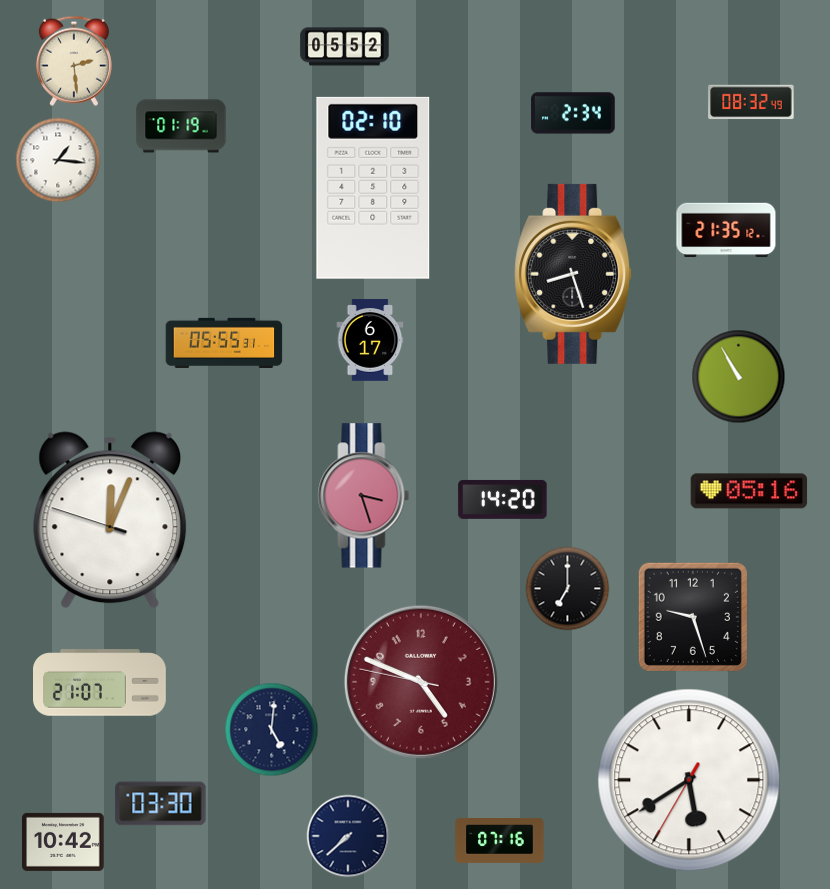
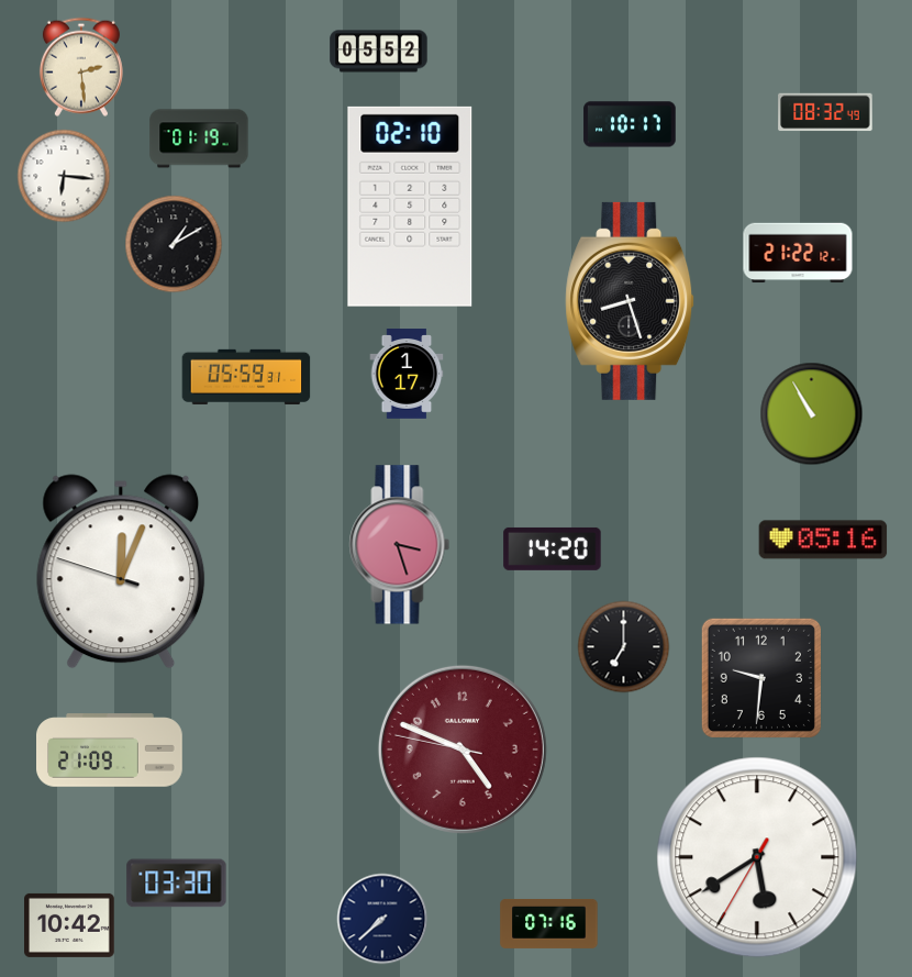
clock at (573, 113): 2:34 -> 10:17
clock at (58, 160): 1:16 -> 6:16
clock at (174, 244): none -> 1:10
clock at (726, 230): 21:35 -> 21:22
clock at (370, 340): 6:17 -> 1:17
clock at (224, 343): 05:55 -> 05:59
clock at (693, 617): 9:27 -> 9:31
clock at (100, 683): 21:07 -> 21:09
clock at (271, 729): 5:01 -> none
